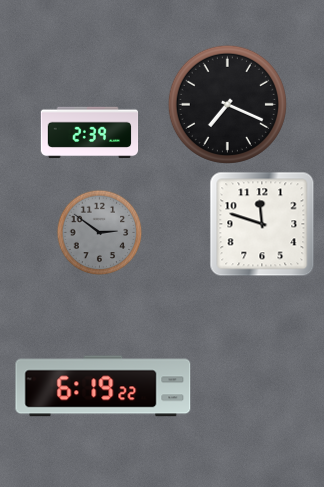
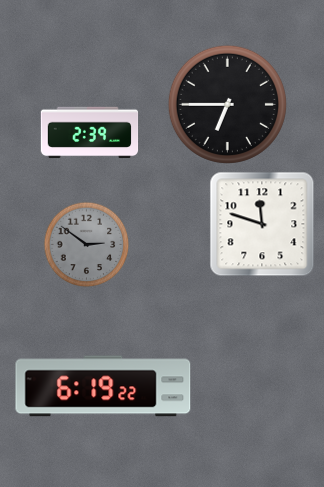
clock at (227, 104): 7:19 -> 6:45
clock at (100, 233) position: (100, 233) -> (87, 245)
